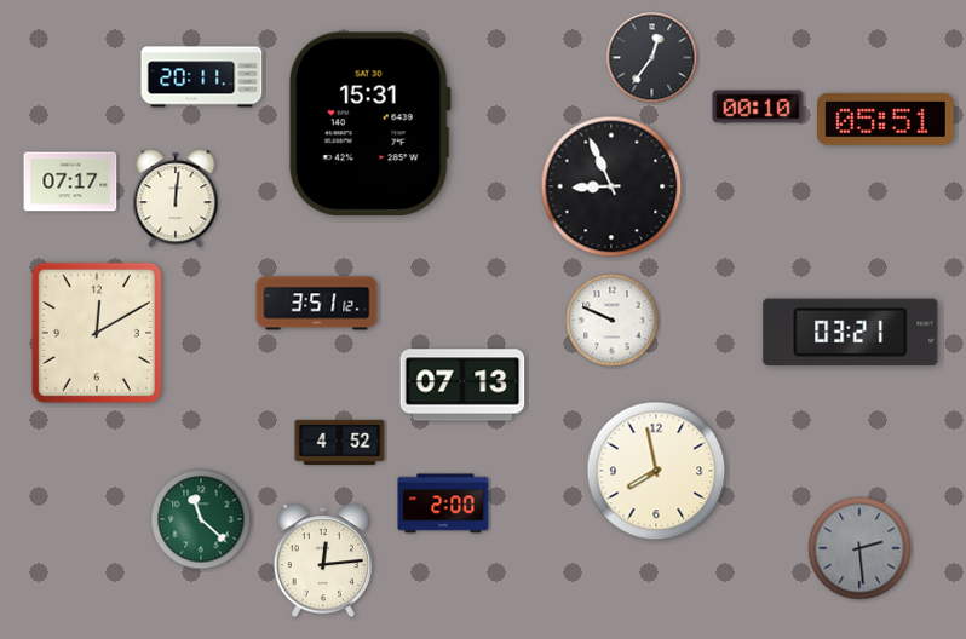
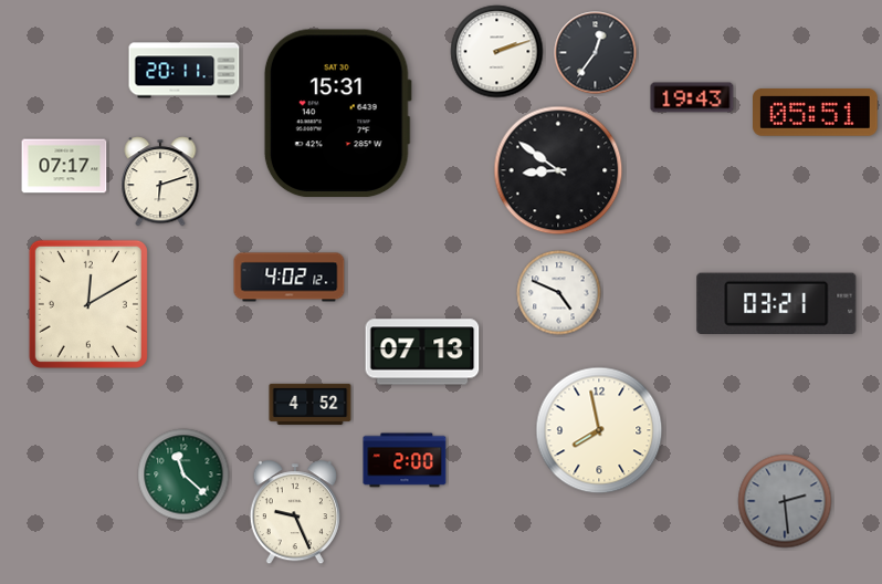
clock at (497, 52): none -> 2:12
clock at (758, 106): 00:10 -> 19:43
clock at (886, 119) position: (886, 119) -> (816, 112)
clock at (611, 186): 8:56 -> 8:51
clock at (176, 198): 12:01 -> 6:12
clock at (317, 304): 3:51 -> 4:02
clock at (613, 321): 9:49 -> 4:49
clock at (323, 562): 12:14 -> 9:26
